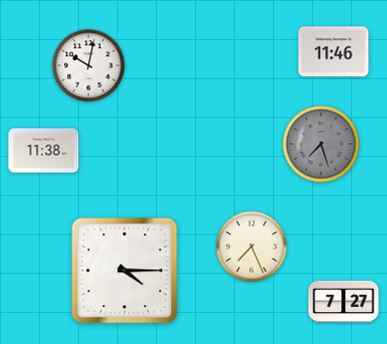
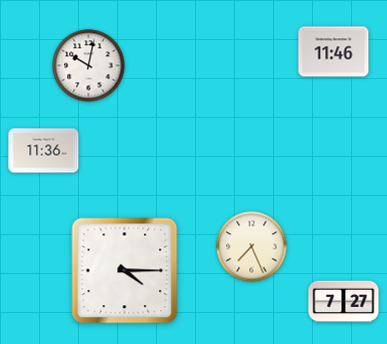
clock at (321, 144): 7:27 -> none
clock at (44, 151): 11:38 -> 11:36
